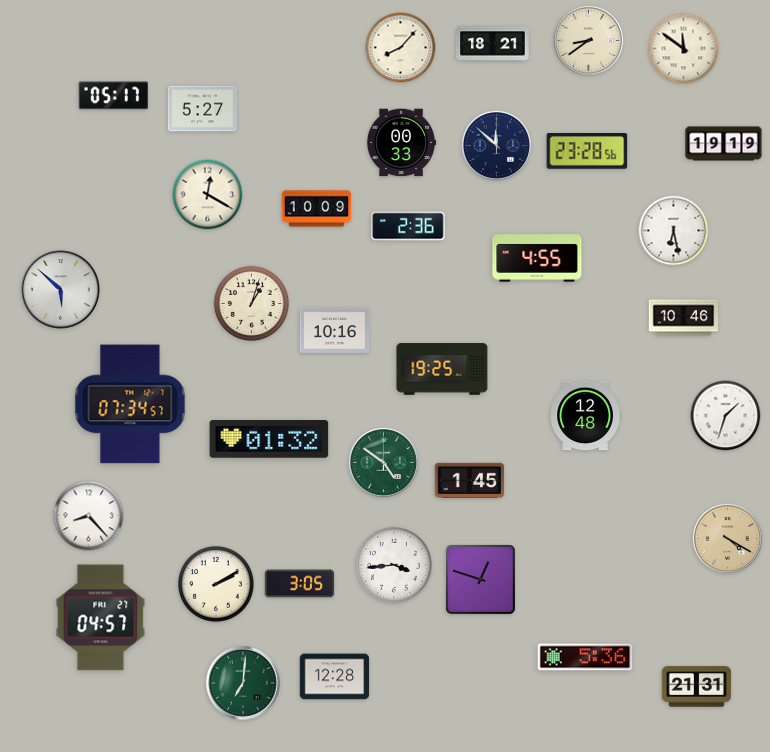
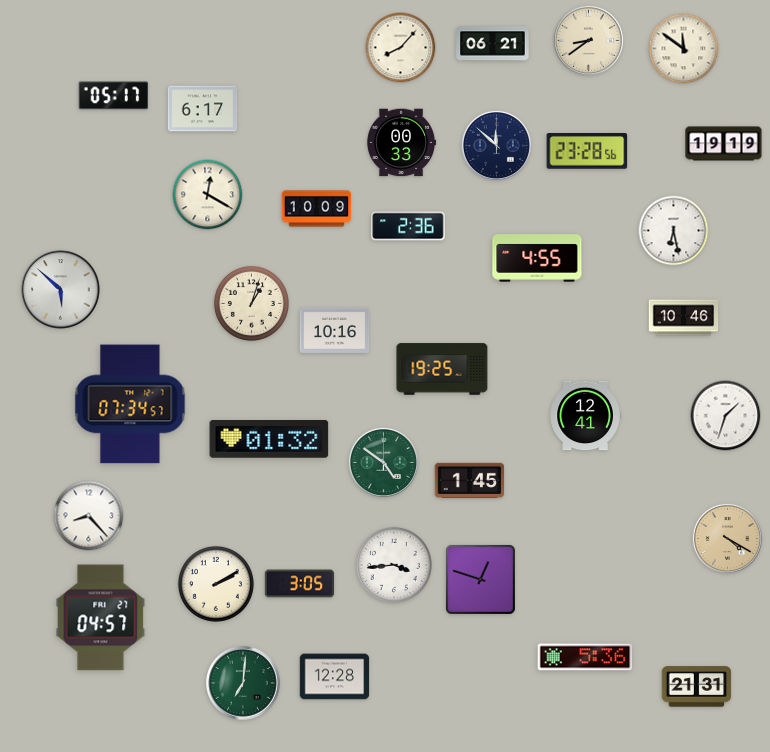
clock at (493, 44): 18:21 -> 06:21
clock at (203, 109): 5:27 -> 6:17
clock at (585, 416): 12:48 -> 12:41
